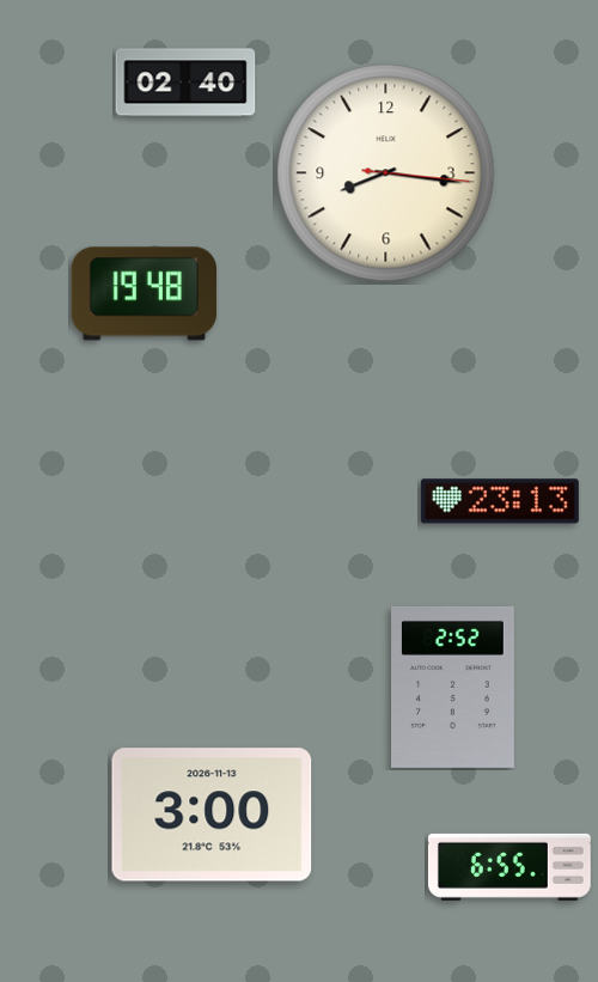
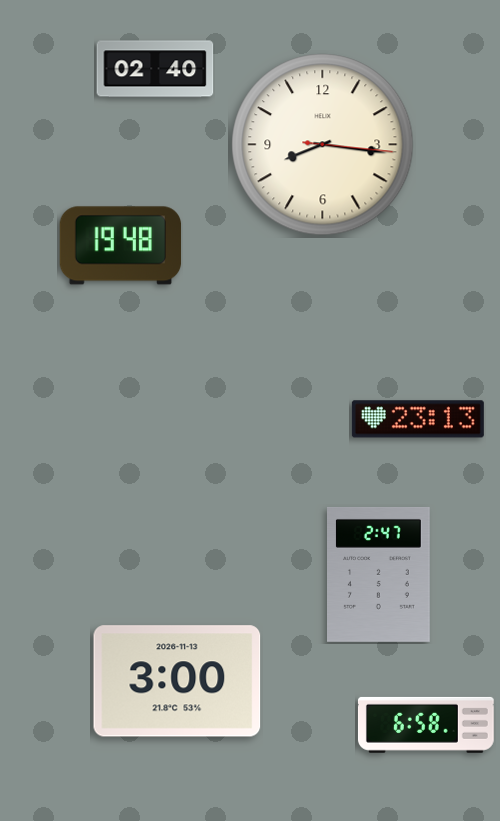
clock at (453, 687): 2:52 -> 2:47
clock at (509, 867): 6:55 -> 6:58
